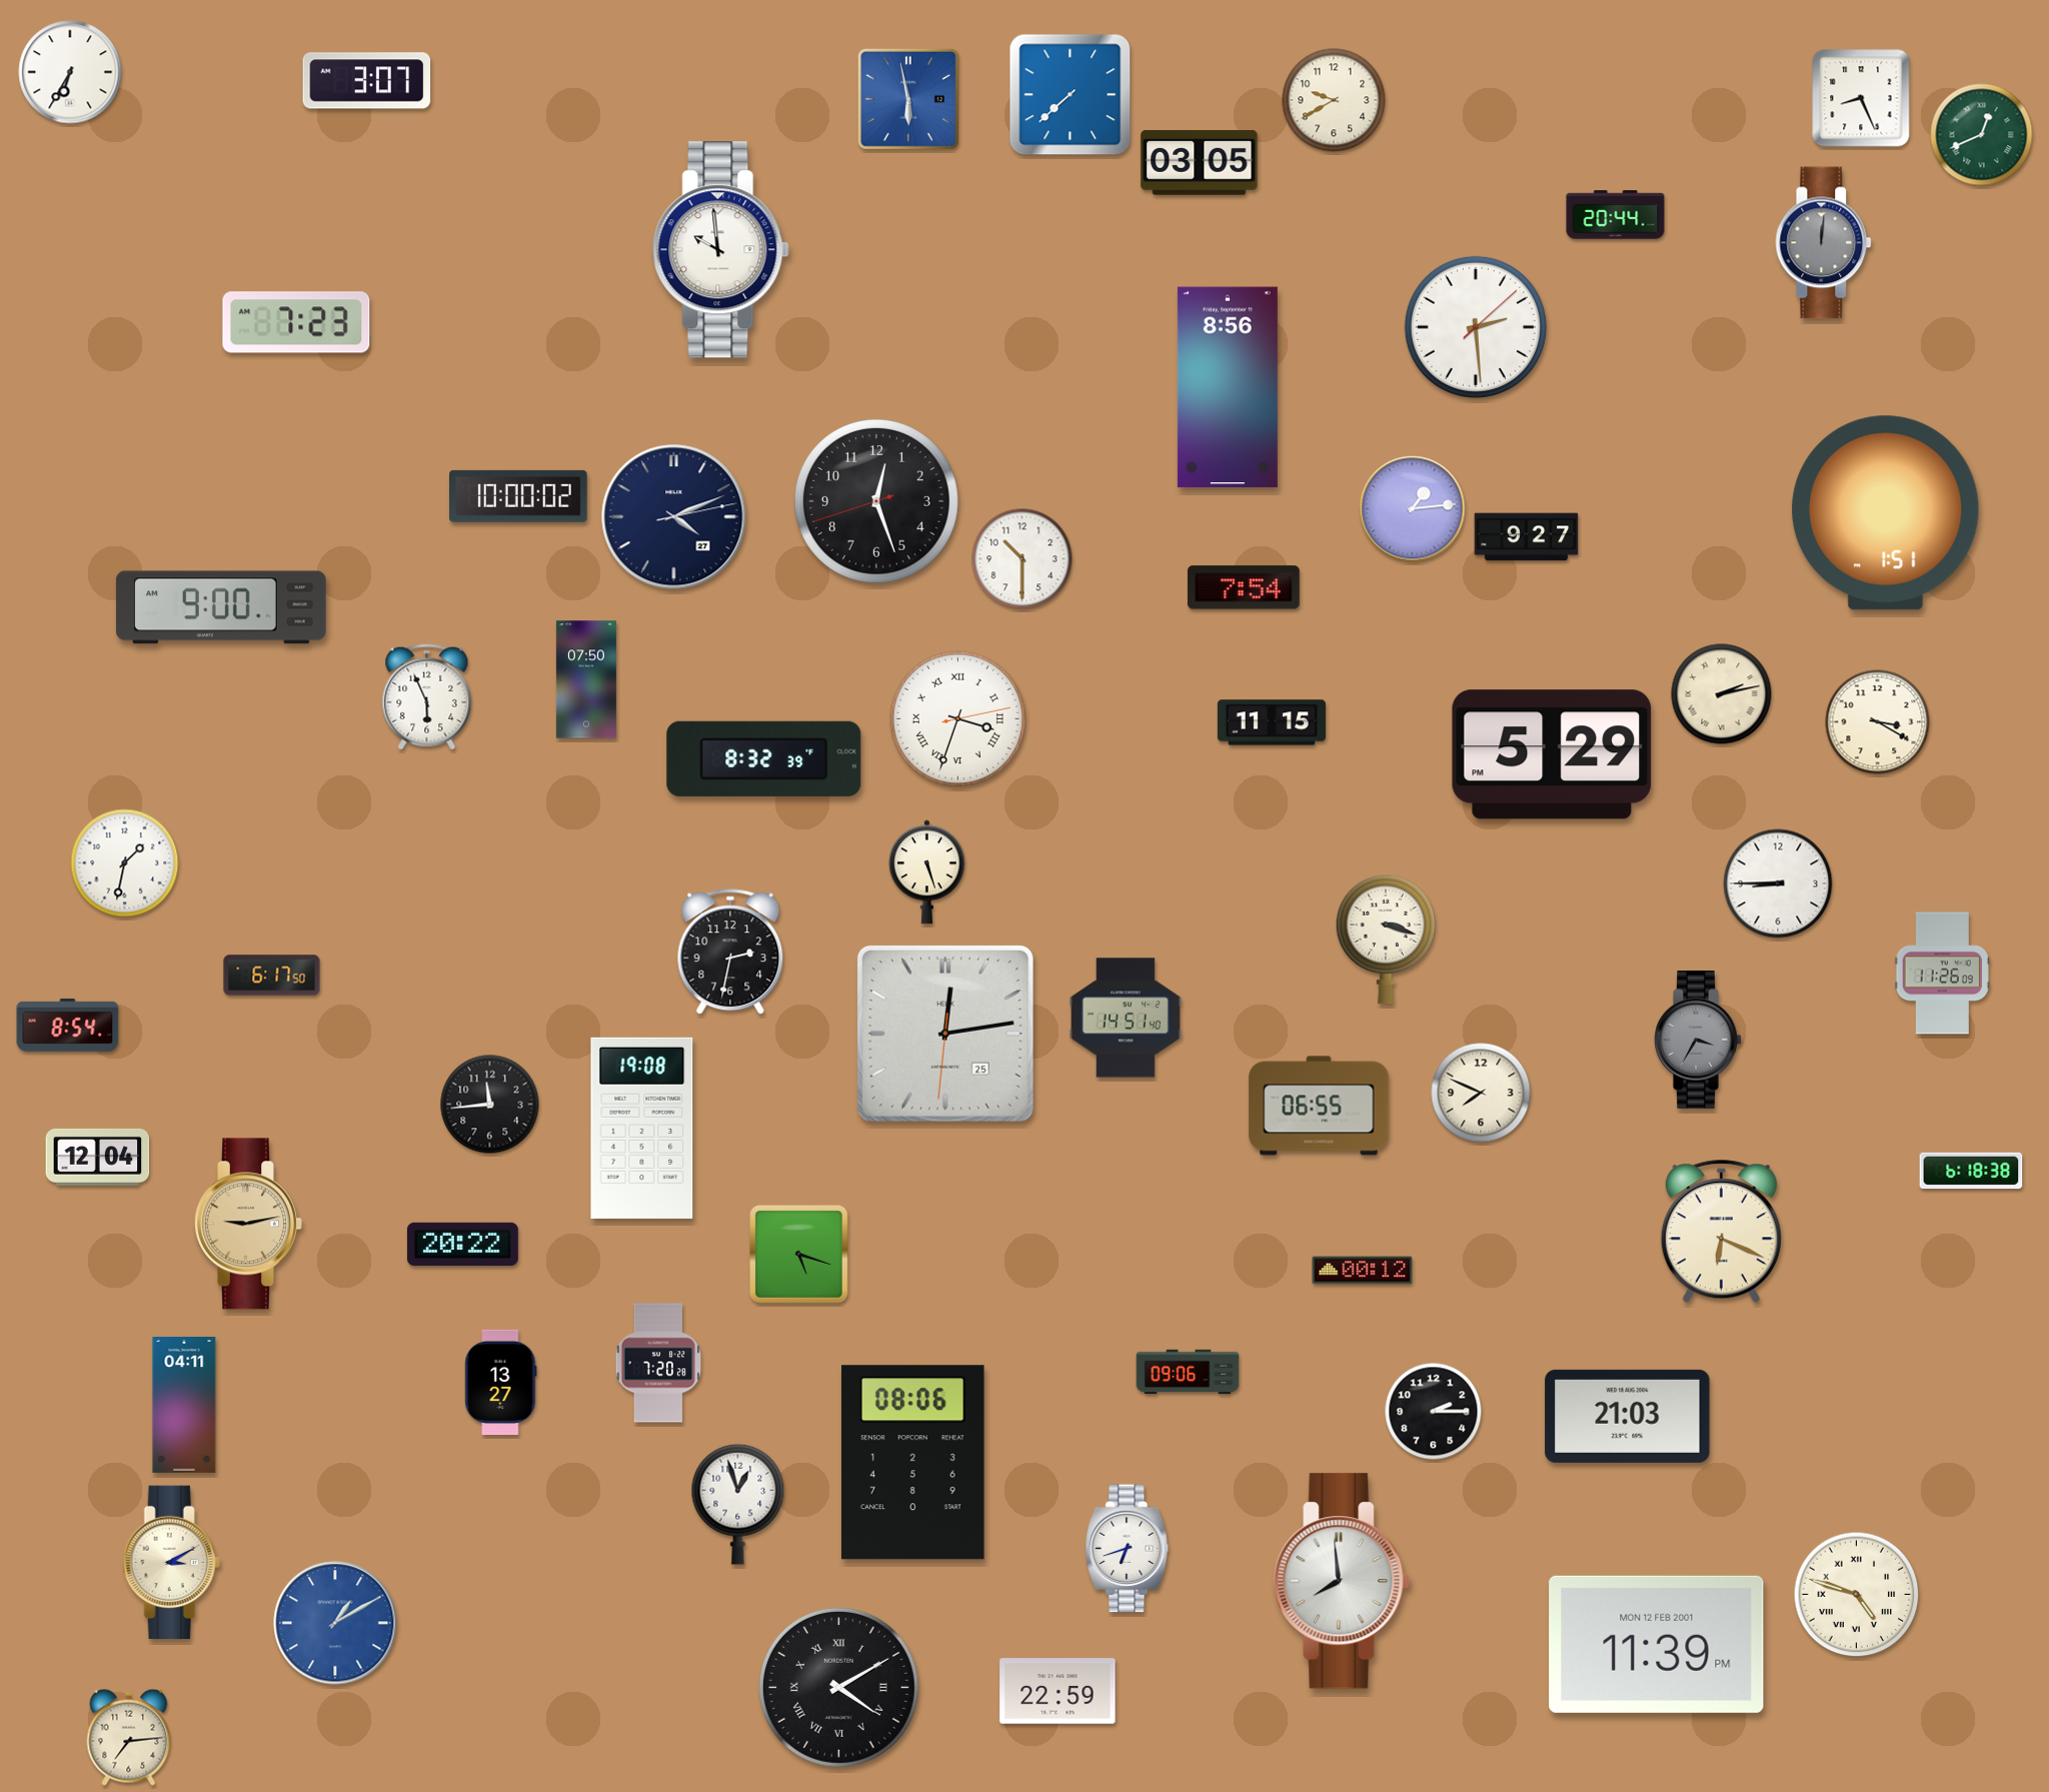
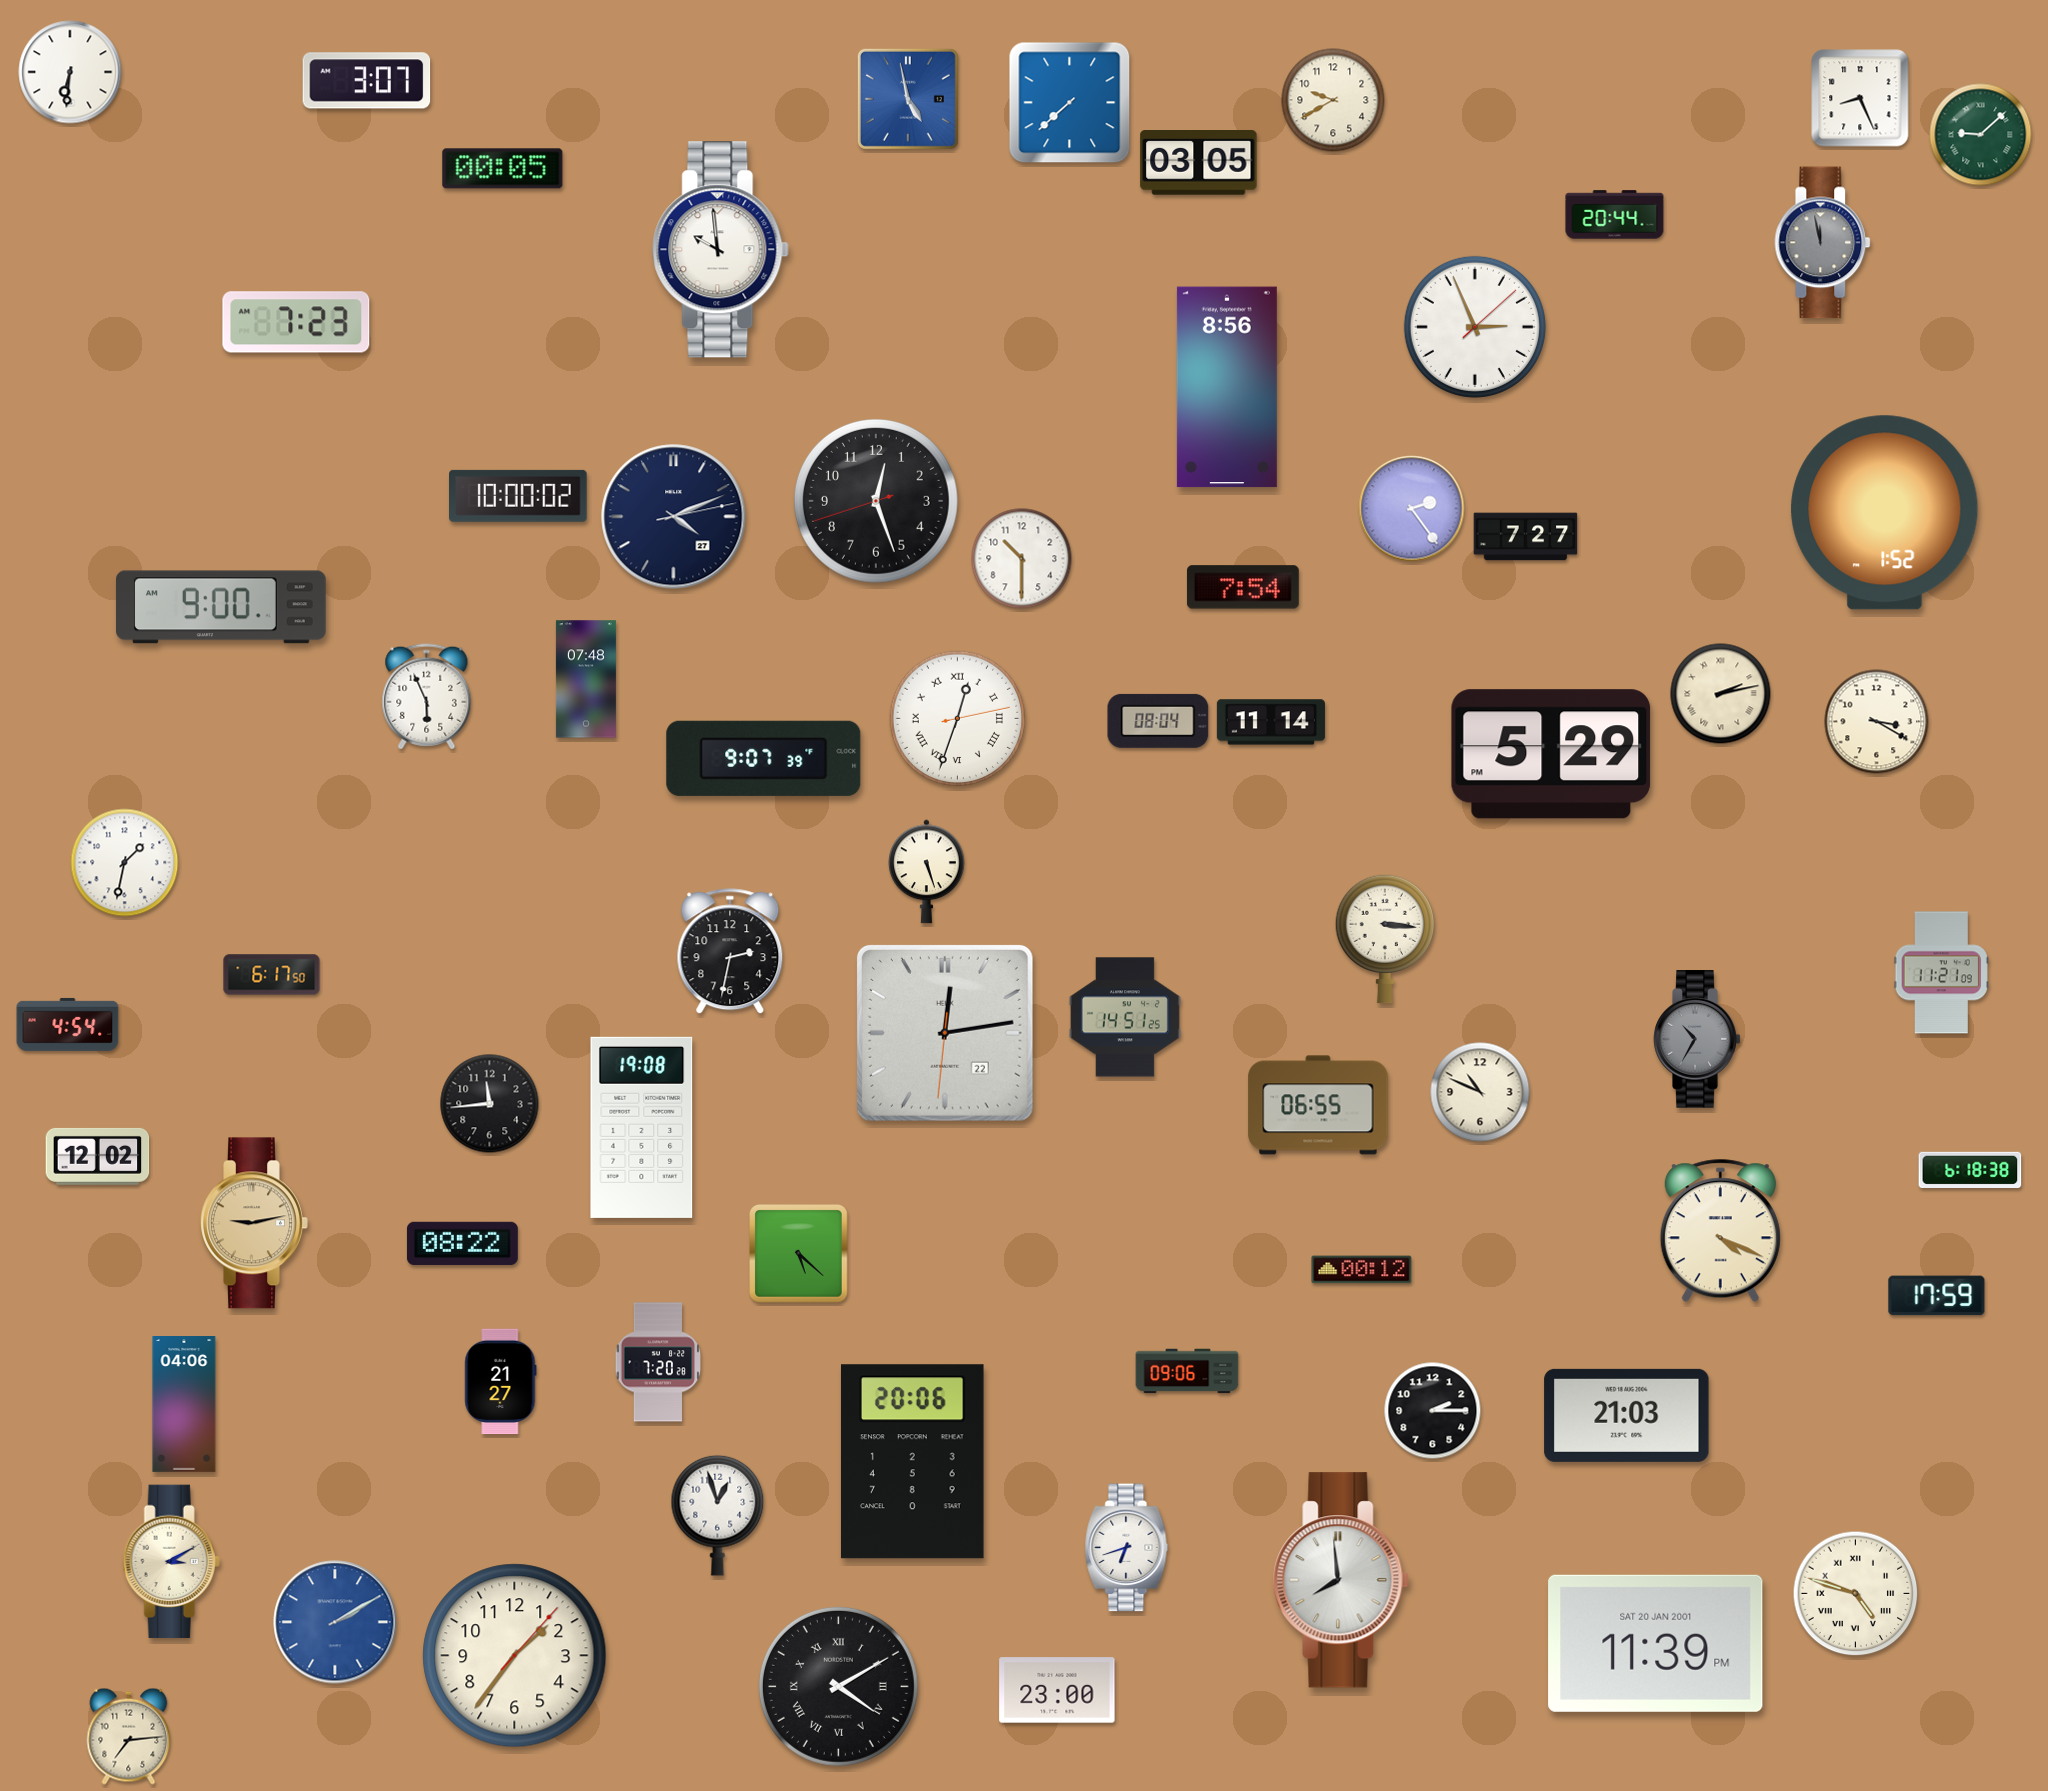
clock at (70, 72): 6:35 -> 6:31
clock at (1071, 95) position: (1071, 95) -> (1070, 103)
clock at (908, 99): 5:58 -> 4:58
clock at (1982, 135): 12:41 -> 9:08
clock at (503, 169): none -> 00:05
clock at (1824, 243): 12:01 -> 11:58
clock at (1476, 327): 2:29 -> 2:56
clock at (1413, 509): 1:14 -> 2:24
clock at (1886, 513): 1:51 -> 1:52
clock at (1527, 537): 9:27 -> 7:27
clock at (586, 679): 07:50 -> 07:48
clock at (957, 718): 3:33 -> 12:33
clock at (1158, 721): none -> 08:04
clock at (1272, 722): 11:15 -> 11:14
clock at (764, 758): 8:32 -> 9:07
clock at (1778, 883): 8:45 -> none
clock at (1386, 940): 3:18 -> 3:16
clock at (1942, 974): 11:26 -> 11:21
clock at (1126, 1018): 14:51:40 -> 14:51:25
clock at (68, 1025): 8:54 -> 4:54
clock at (945, 1034) date: 25 -> 22
clock at (1698, 1040): 3:35 -> 10:35
clock at (1481, 1093): 7:49 -> 10:49
clock at (98, 1157): 12:04 -> 12:02
clock at (248, 1224) position: (248, 1224) -> (254, 1223)
clock at (1721, 1232): 6:19 -> 4:19
clock at (462, 1244): 20:22 -> 08:22
clock at (799, 1255): 5:18 -> 5:22
clock at (1937, 1296): none -> 17:59
clock at (501, 1383): 13:27 -> 21:27
clock at (184, 1406): 04:11 -> 04:06
clock at (912, 1463): 08:06 -> 20:06
clock at (738, 1504) position: (738, 1504) -> (718, 1515)
clock at (335, 1623): 1:10 -> 2:10
clock at (1657, 1644) date: MON 12 FEB 2001 -> SAT 20 JAN 2001
clock at (515, 1656): none -> 1:36
clock at (1058, 1691): 22:59 -> 23:00
